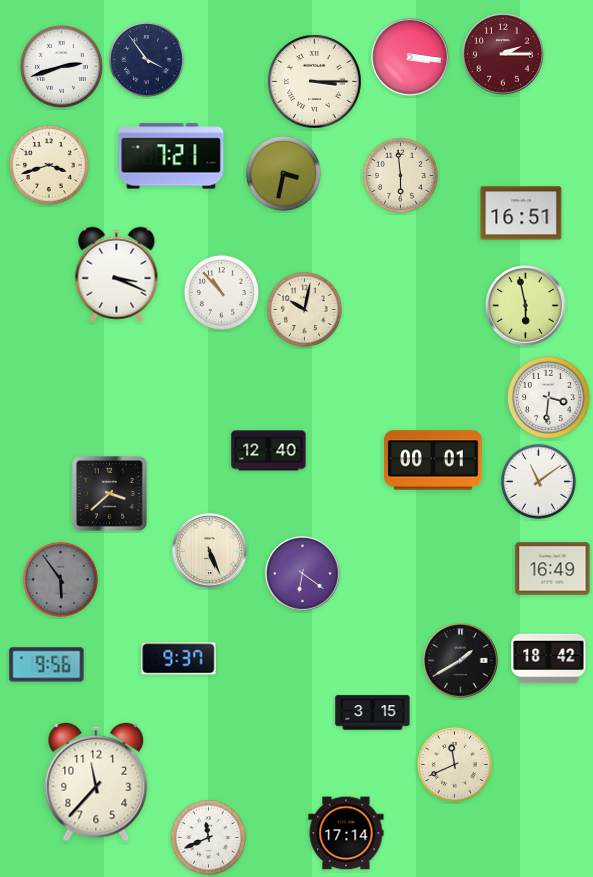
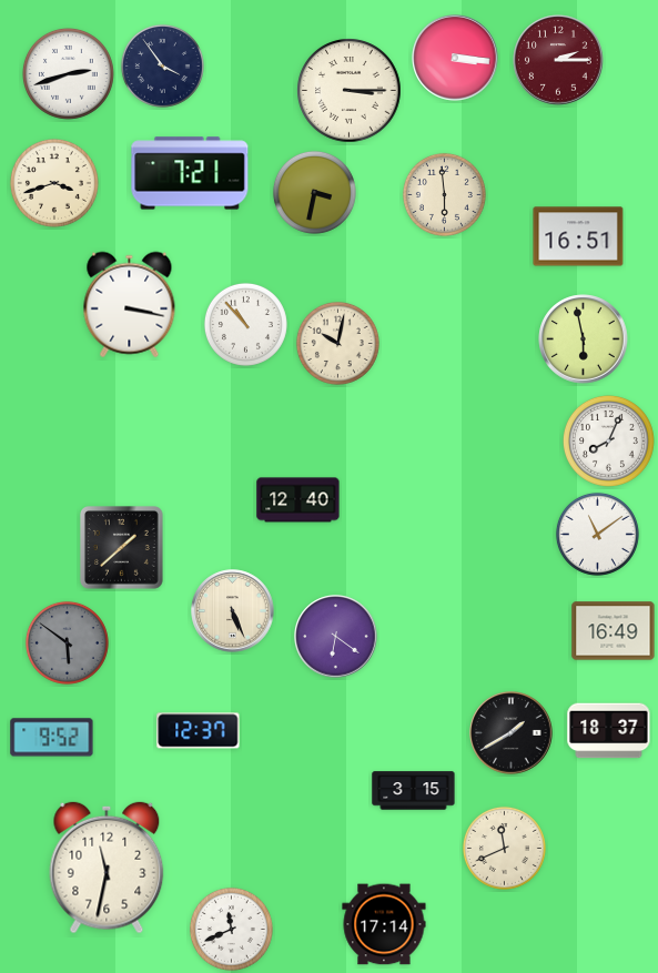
clock at (410, 57) position: (410, 57) -> (455, 58)
clock at (117, 275): 3:19 -> 3:17
clock at (548, 397): 3:31 -> 8:04
clock at (433, 460): 00:01 -> none
clock at (110, 494): 3:38 -> 1:38
clock at (60, 579): 5:54 -> 5:51
clock at (179, 659): 9:37 -> 12:37
clock at (549, 659): 18:42 -> 18:37
clock at (47, 665): 9:56 -> 9:52
clock at (96, 782): 11:37 -> 11:32
